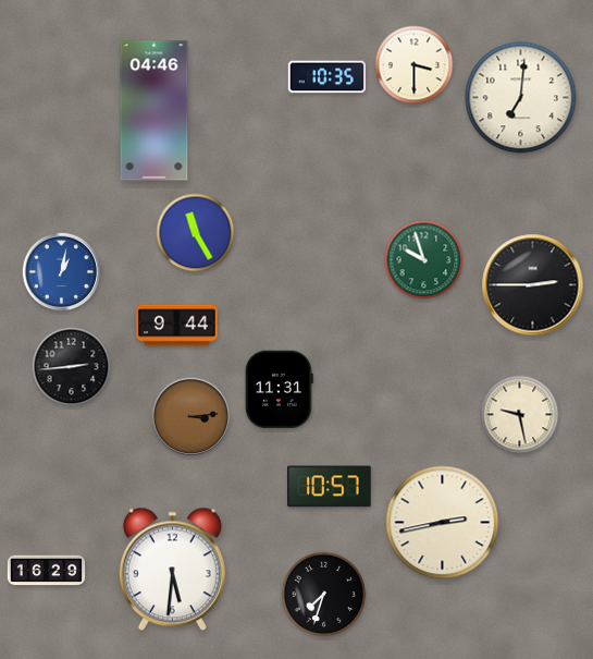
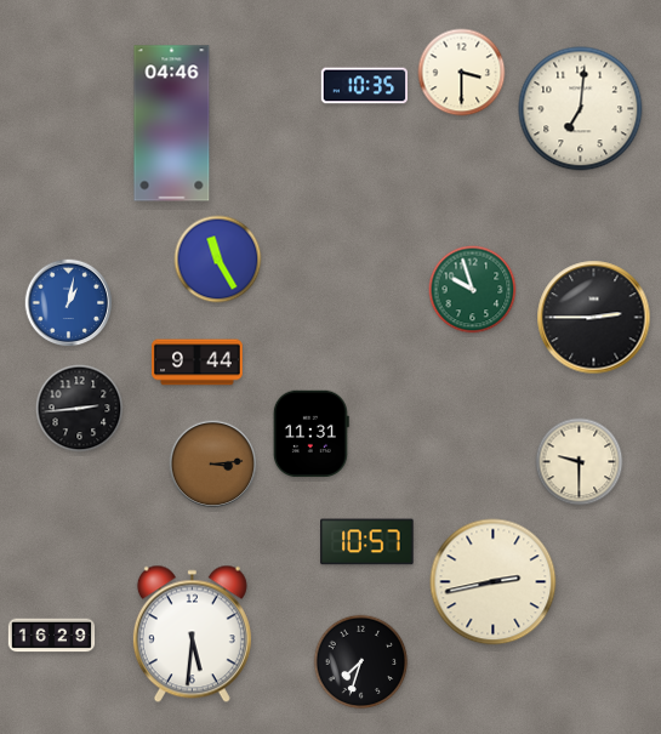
clock at (520, 415): 9:28 -> 9:30
